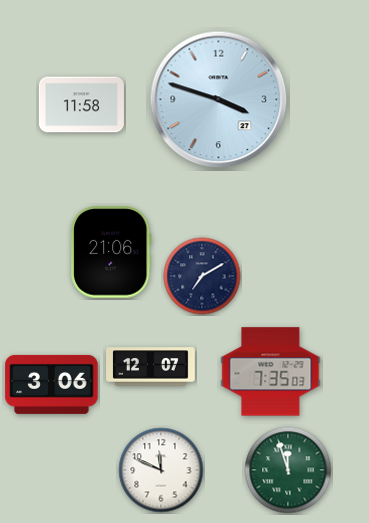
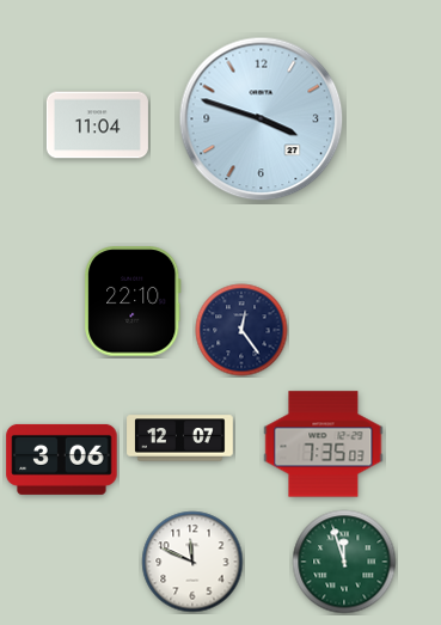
clock at (81, 105): 11:58 -> 11:04
clock at (112, 252): 21:06 -> 22:10
clock at (202, 276): 7:10 -> 12:24
